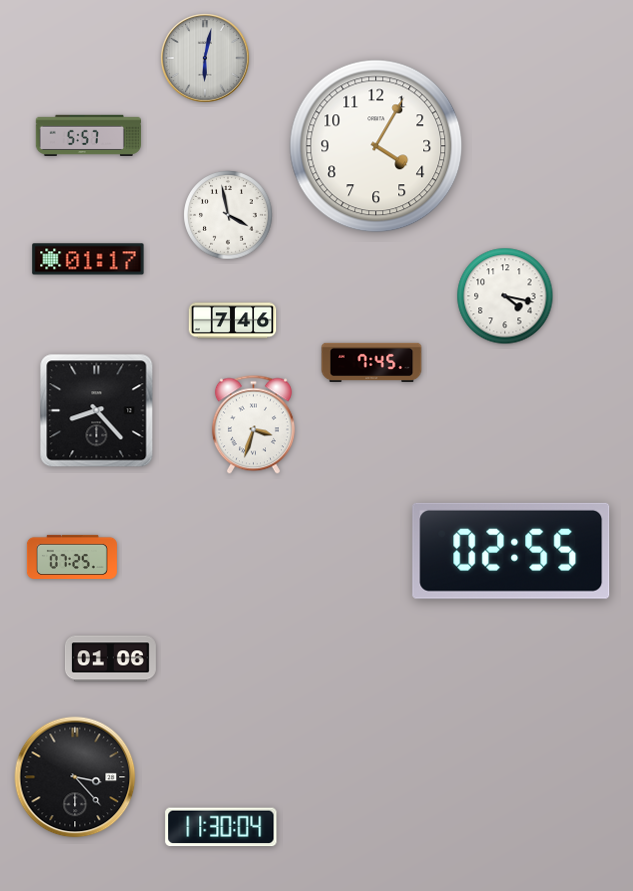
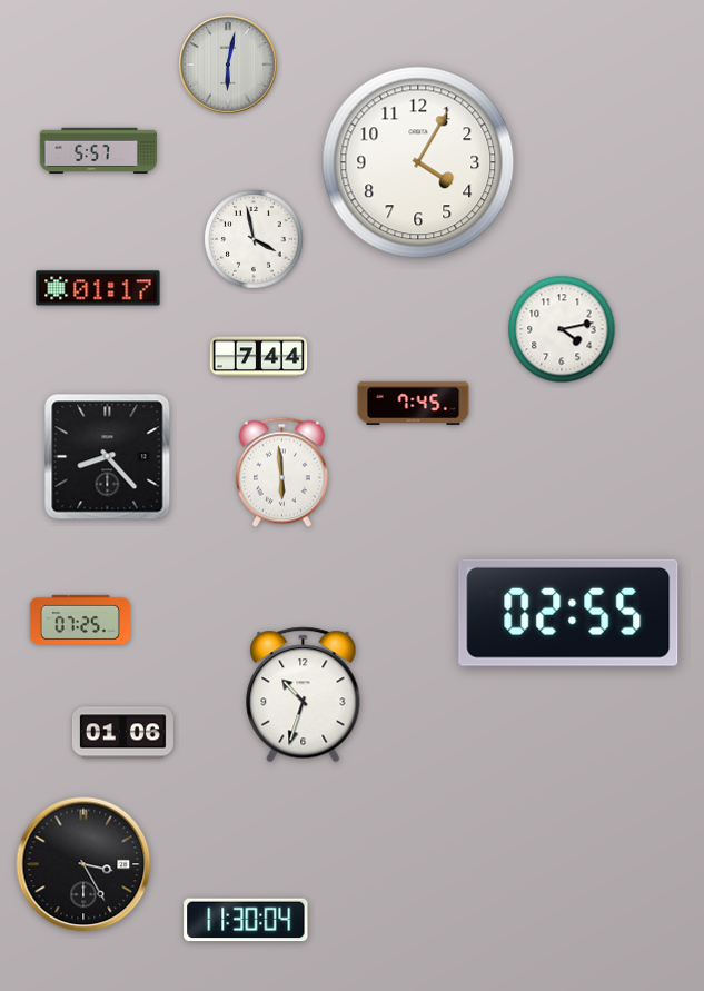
clock at (505, 296): 4:17 -> 4:13
clock at (233, 321): 7:46 -> 7:44
clock at (253, 425): 3:33 -> 5:59
clock at (304, 695): none -> 10:33
clock at (75, 777): 3:23 -> 3:25
